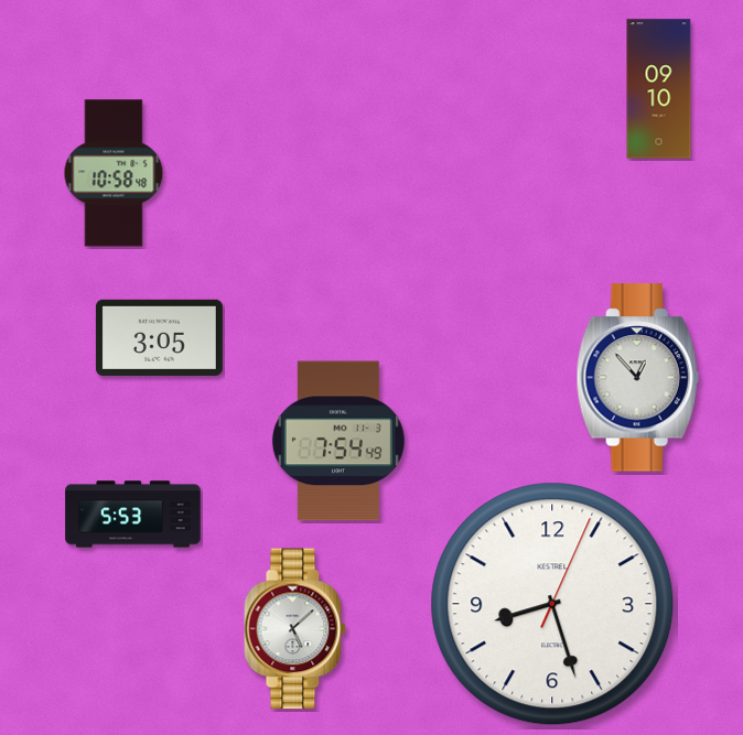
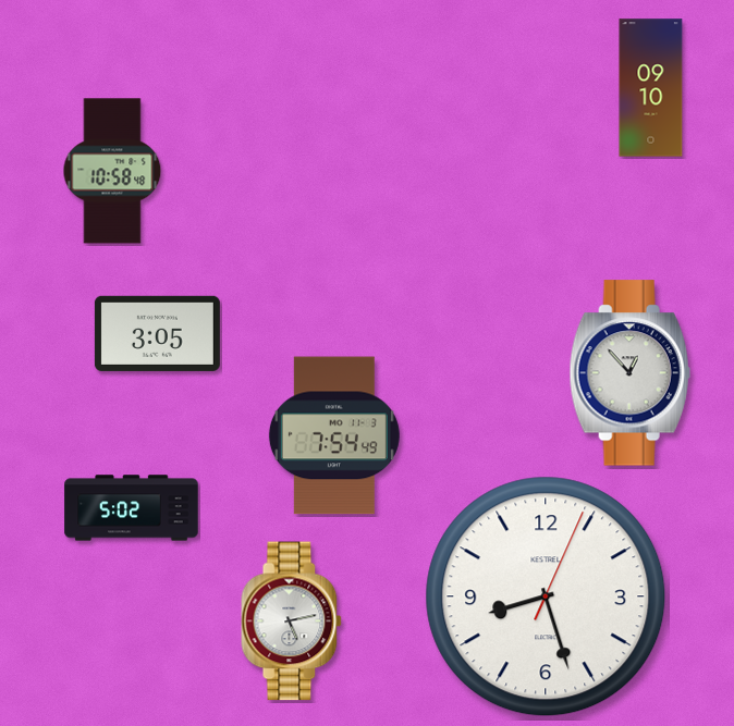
clock at (133, 515): 5:53 -> 5:02
clock at (295, 629): 5:08 -> 5:13
